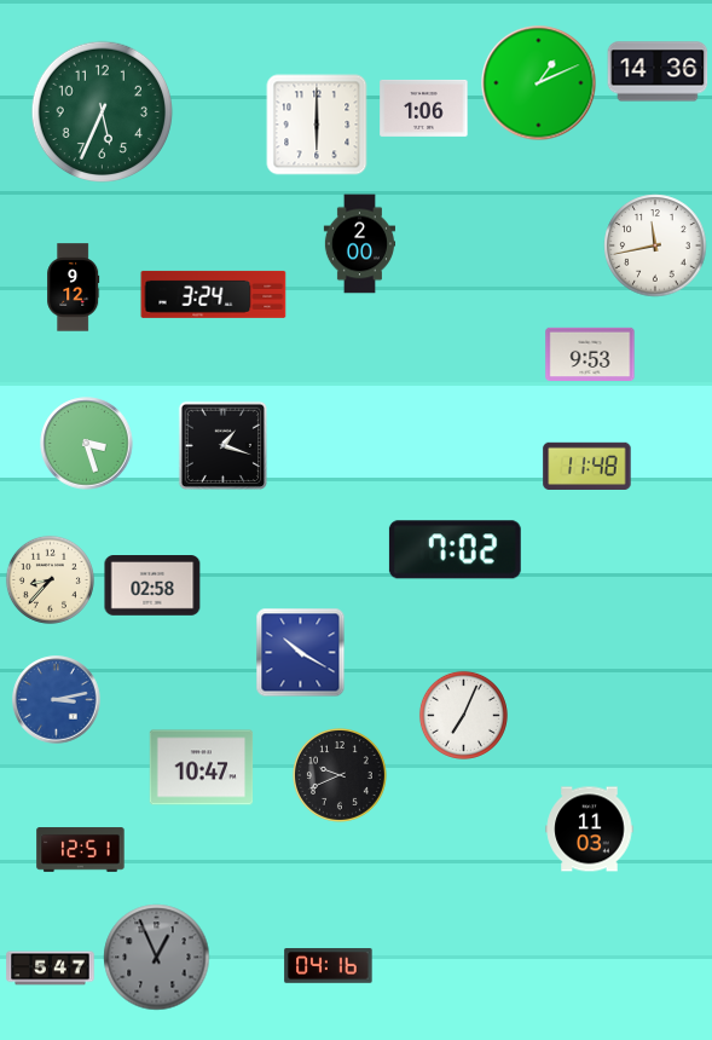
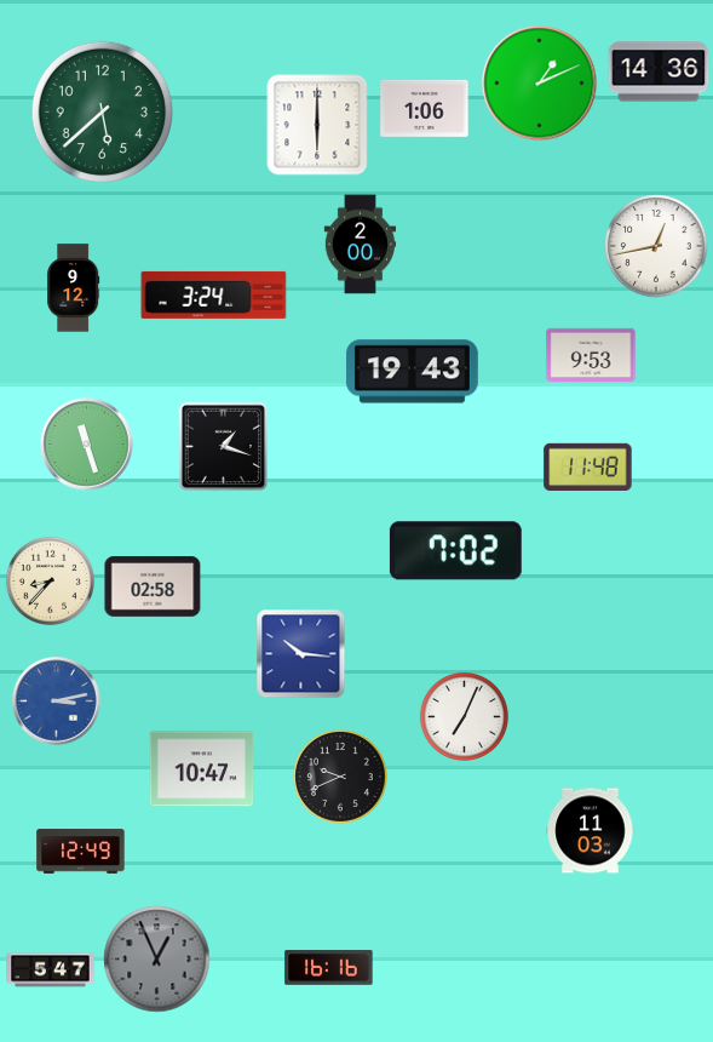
clock at (103, 112): 5:34 -> 5:38
clock at (655, 245): 11:43 -> 12:43
clock at (412, 372): none -> 19:43
clock at (87, 444): 3:27 -> 11:27
clock at (301, 653): 10:20 -> 10:16
clock at (81, 850): 12:51 -> 12:49
clock at (329, 966): 04:16 -> 16:16
